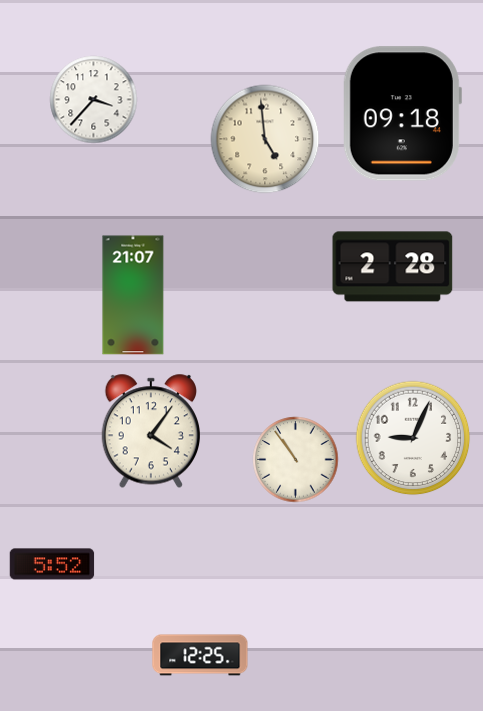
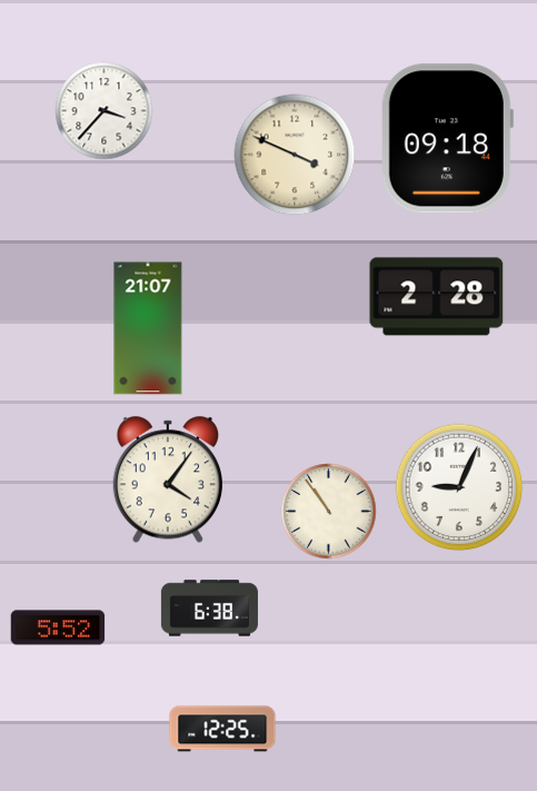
clock at (402, 114) position: (402, 114) -> (447, 139)
clock at (265, 139): 4:59 -> 3:49
clock at (209, 609): none -> 6:38
